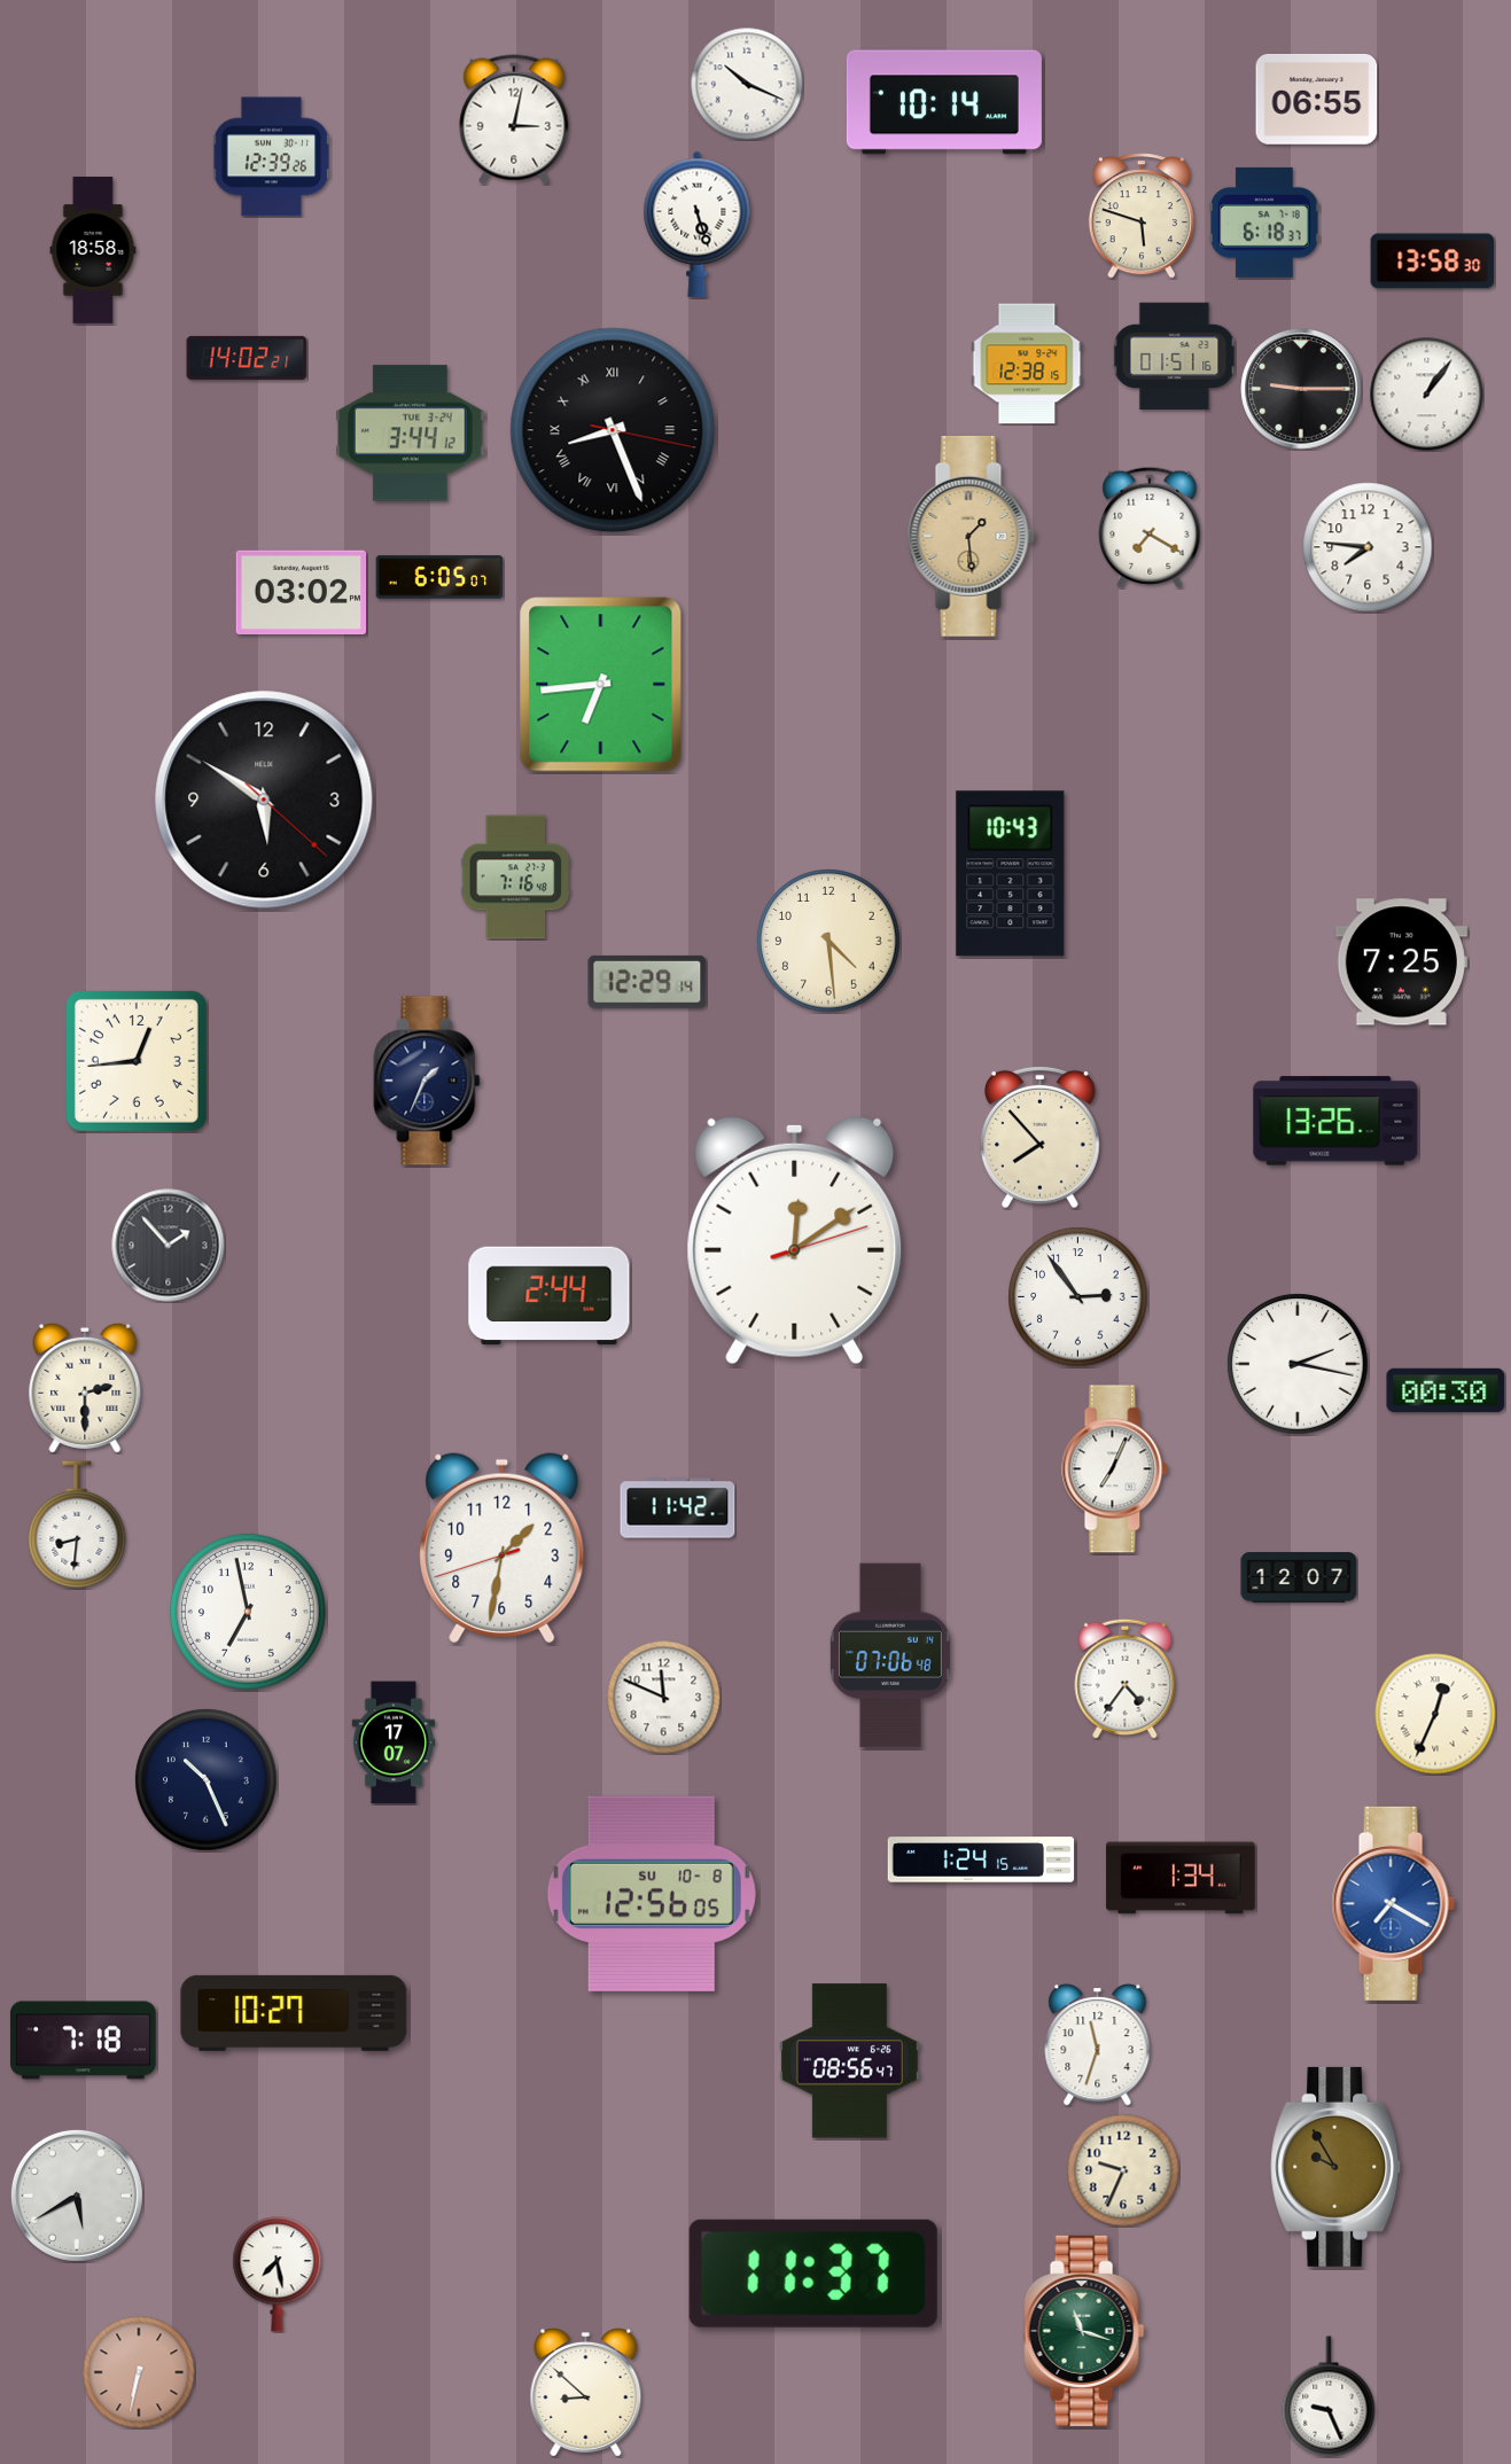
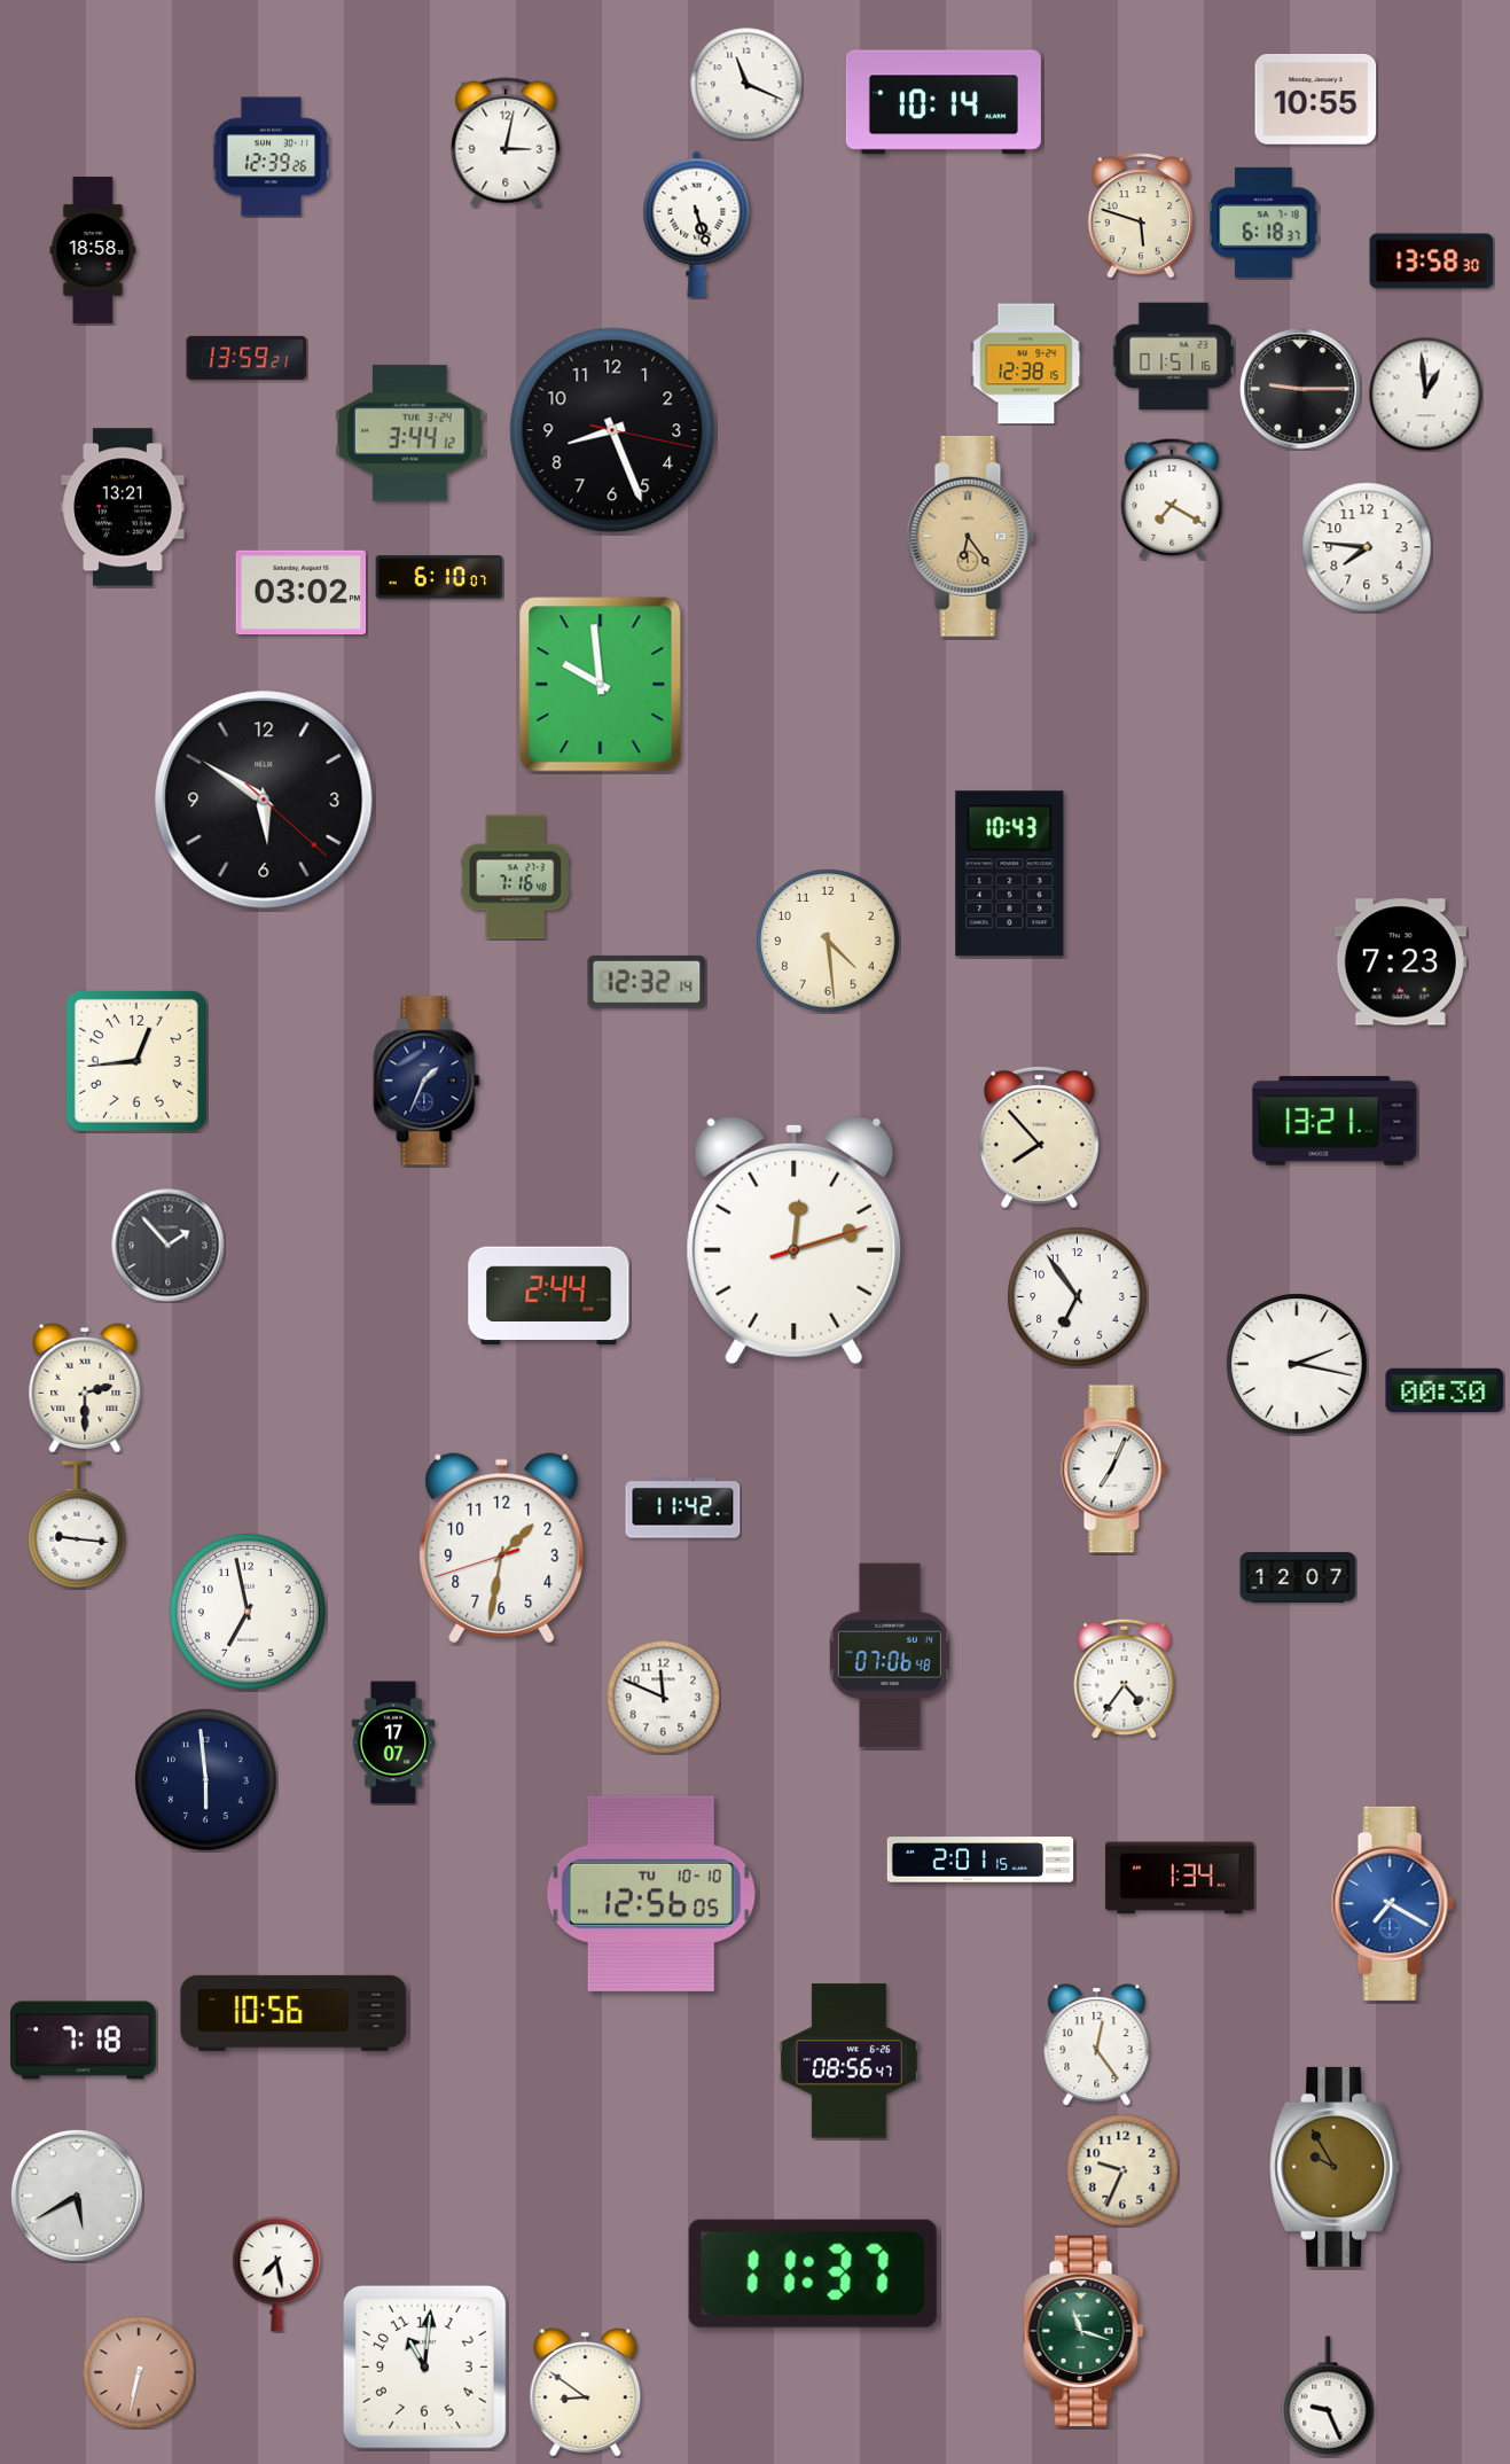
clock at (747, 84): 10:19 -> 11:19
clock at (1317, 100): 06:55 -> 10:55
clock at (514, 119) position: (514, 119) -> (506, 142)
clock at (247, 358): 14:02 -> 13:59
clock at (1427, 395): 1:06 -> 12:59
clock at (613, 430) numerals: Roman -> Arabic
clock at (123, 507): none -> 13:21
clock at (1150, 528) position: (1150, 528) -> (1172, 499)
clock at (971, 536): 1:29 -> 6:24
clock at (439, 577): 6:05 -> 6:10
clock at (601, 685): 6:44 -> 9:59
clock at (1401, 962): 7:25 -> 7:23
clock at (647, 982): 12:29 -> 12:32
clock at (1335, 1121): 13:26 -> 13:21
clock at (795, 1240): 12:09 -> 12:12
clock at (1078, 1297): 2:54 -> 6:54
clock at (678, 1508) position: (678, 1508) -> (683, 1508)
clock at (77, 1525): 8:31 -> 9:16
clock at (1435, 1714): 12:34 -> none
clock at (207, 1780): 10:26 -> 5:59
clock at (981, 1859): 1:24 -> 2:01
clock at (652, 1894) date: SU 10-8 -> TU 10-10
clock at (294, 2013): 10:27 -> 10:56
clock at (1098, 2045): 11:33 -> 12:24
clock at (424, 2366): none -> 11:01
clock at (586, 2393): 8:52 -> 8:51
